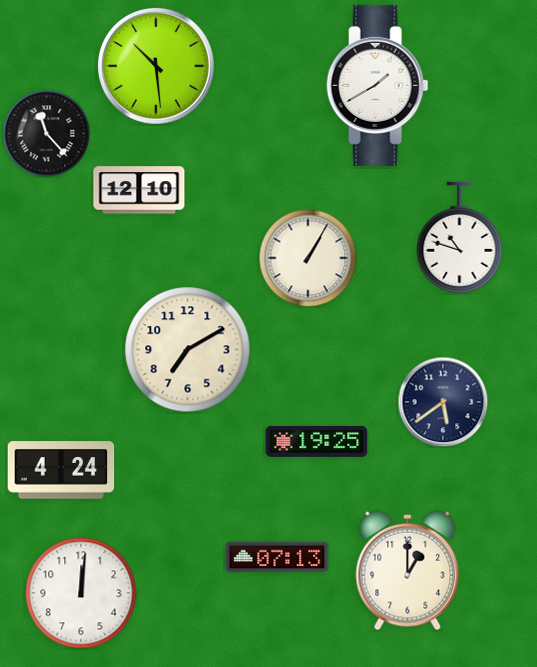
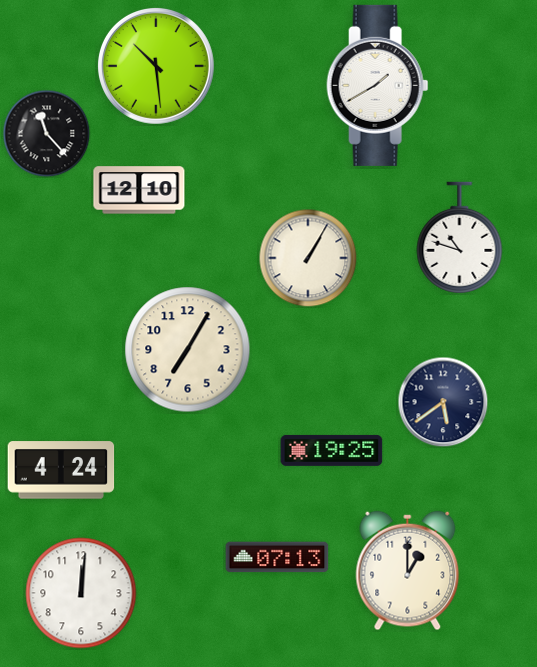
clock at (188, 350): 7:10 -> 7:05
clock at (317, 441) position: (317, 441) -> (332, 450)
